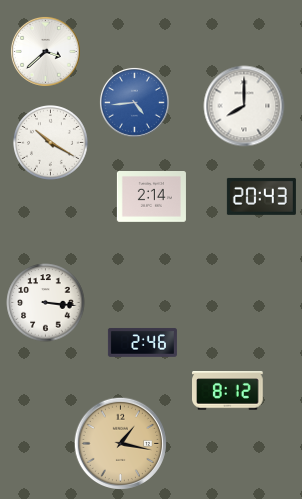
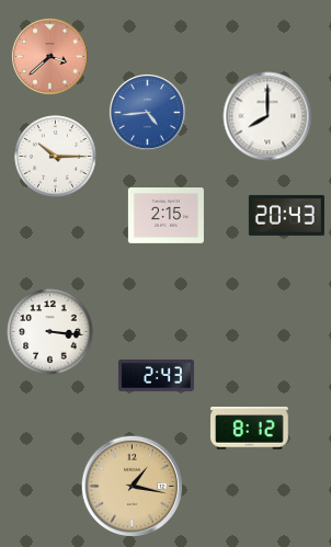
clock at (45, 51) dial: white -> salmon
clock at (51, 143): 10:20 -> 10:15
clock at (151, 197): 2:14 -> 2:15
clock at (142, 343): 2:46 -> 2:43
